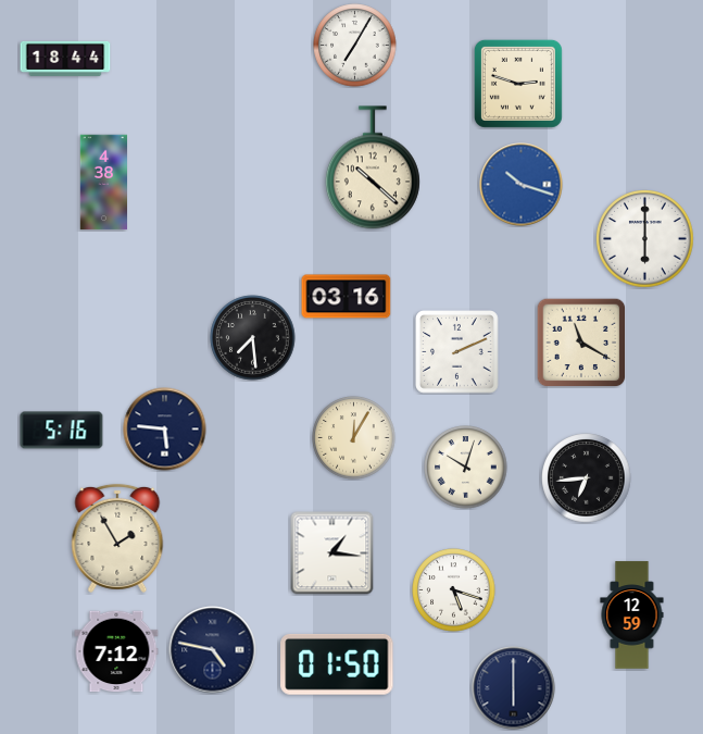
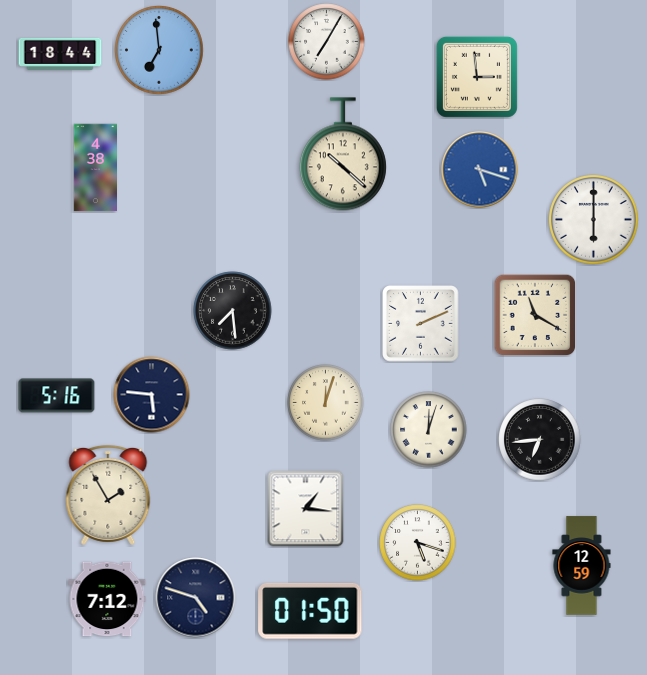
clock at (159, 50): none -> 6:59
clock at (518, 84): 2:48 -> 2:59
clock at (522, 185): 10:18 -> 5:18
clock at (347, 297): 03:16 -> none
clock at (354, 438): 12:05 -> 12:03
clock at (466, 468): 10:03 -> 12:03
clock at (213, 650): 4:47 -> 4:48
clock at (514, 688): 6:00 -> none
